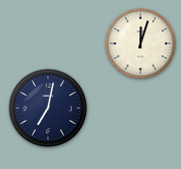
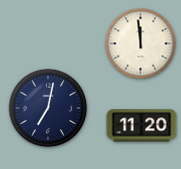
clock at (141, 44): 12:03 -> 11:59
clock at (142, 126): none -> 11:20
